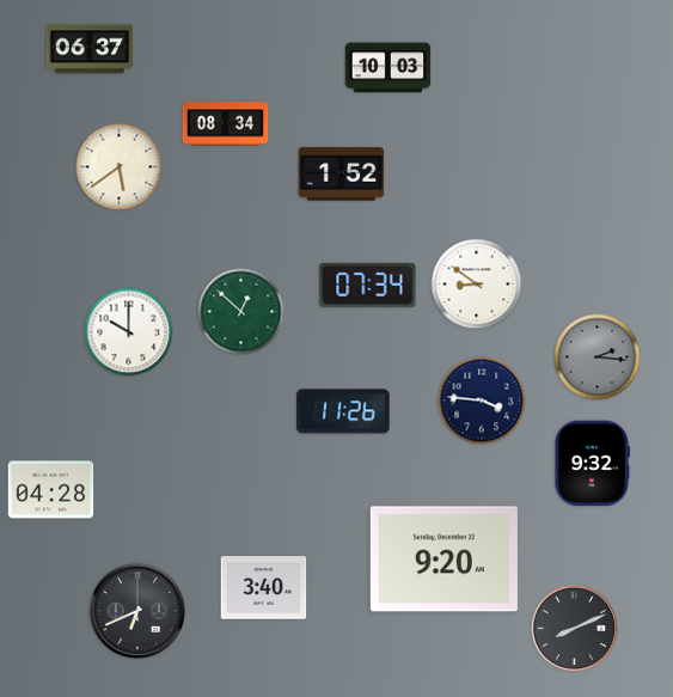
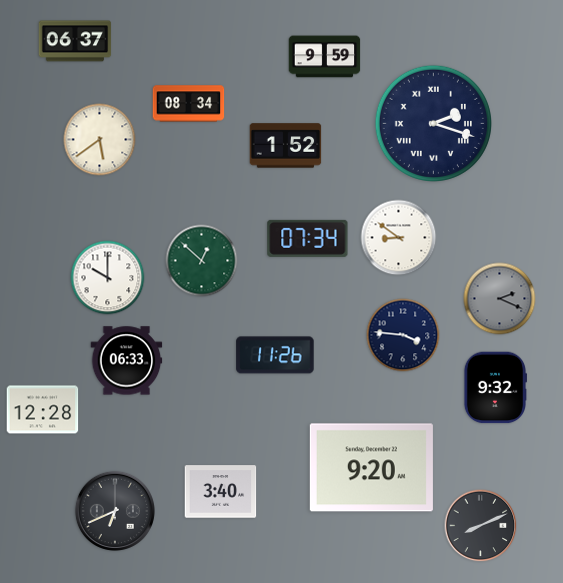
clock at (388, 68): 10:03 -> 9:59
clock at (433, 123): none -> 2:18
clock at (598, 357): 2:16 -> 2:19
clock at (343, 411) position: (343, 411) -> (275, 355)
clock at (127, 361): none -> 06:33
clock at (51, 490): 04:28 -> 12:28
